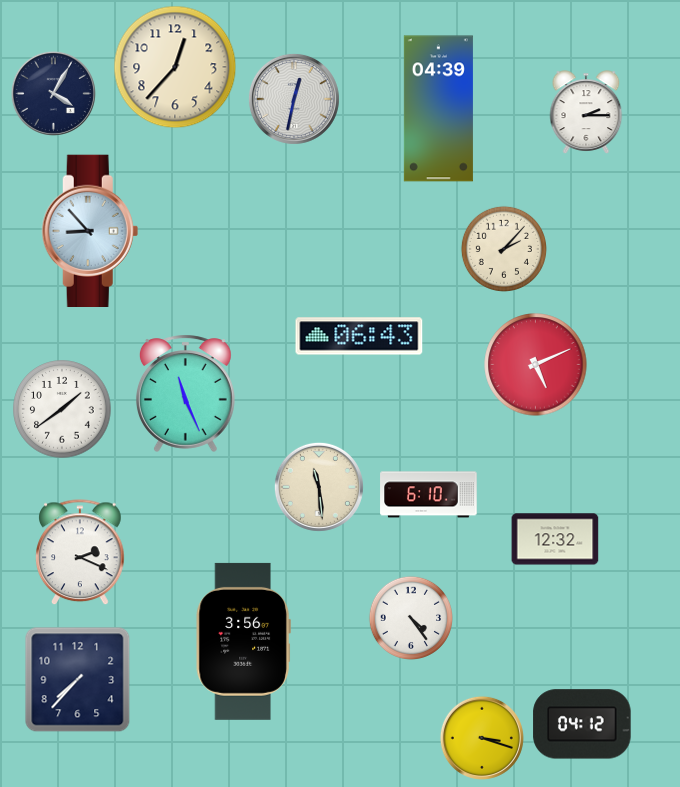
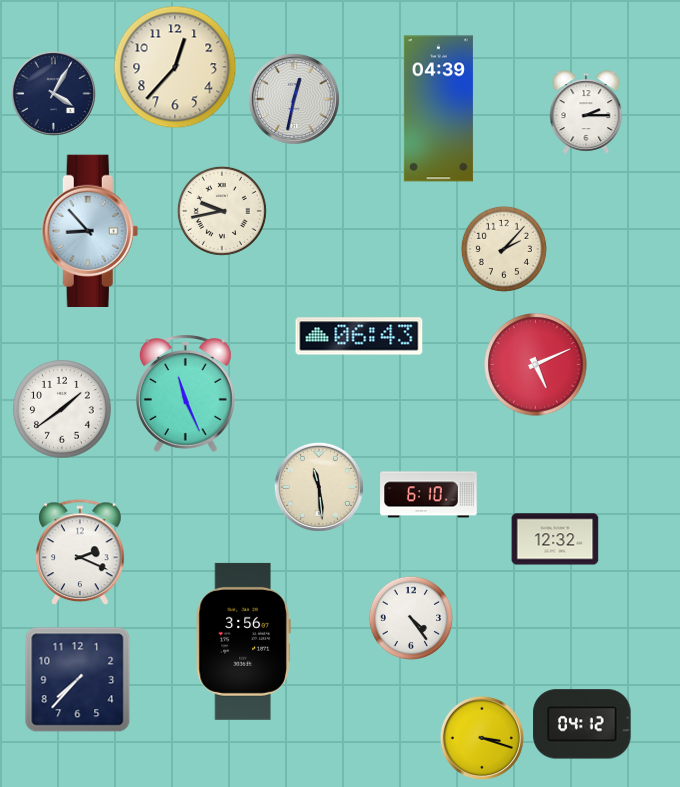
clock at (222, 211): none -> 9:43
